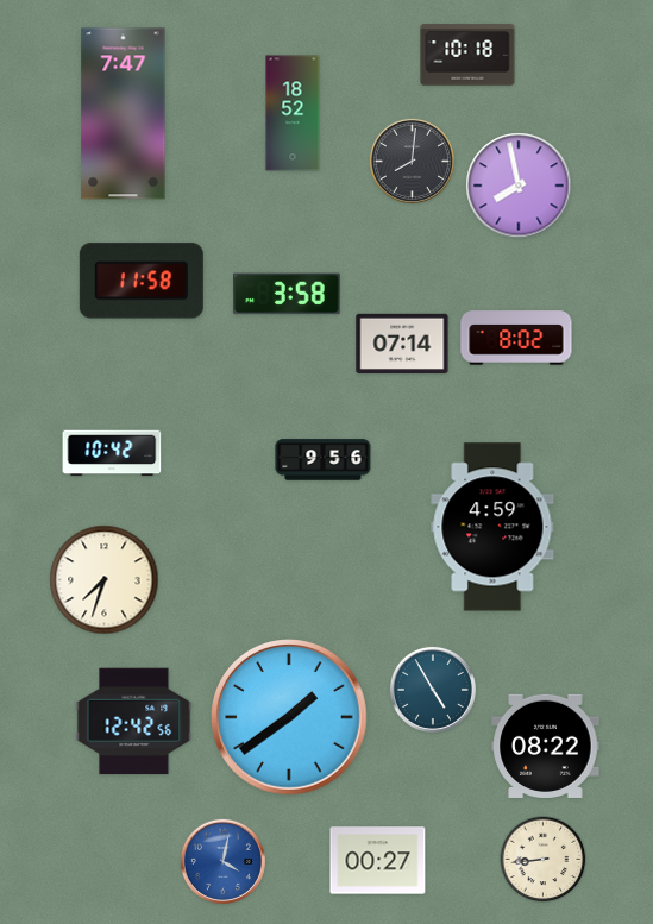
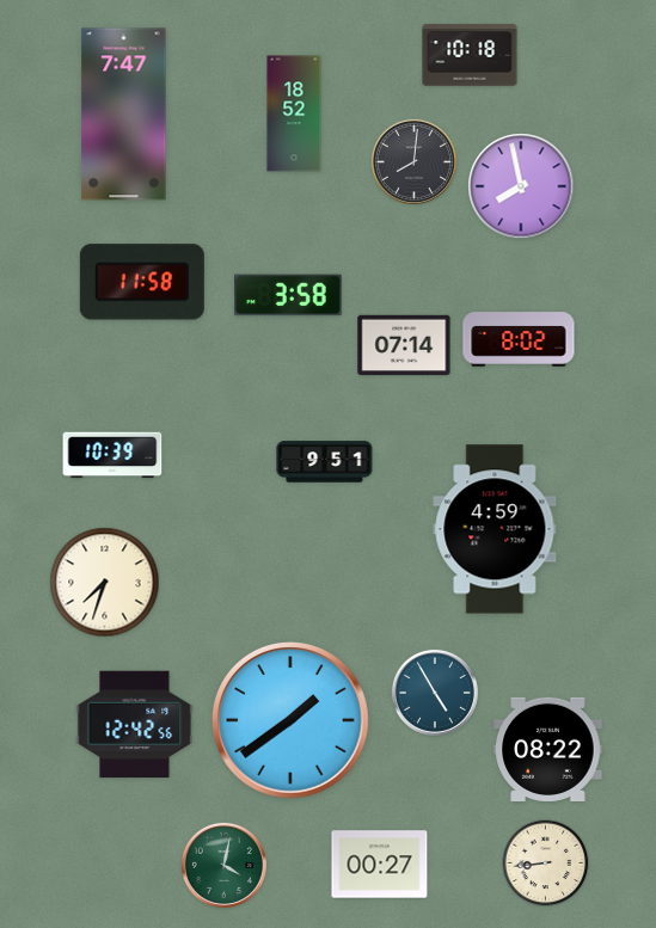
clock at (112, 453): 10:42 -> 10:39
clock at (324, 460): 9:56 -> 9:51
clock at (222, 861) dial: blue -> green
